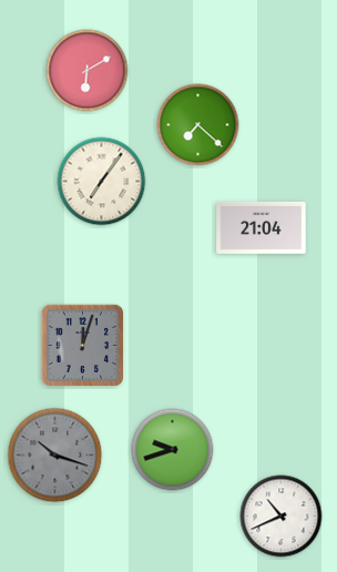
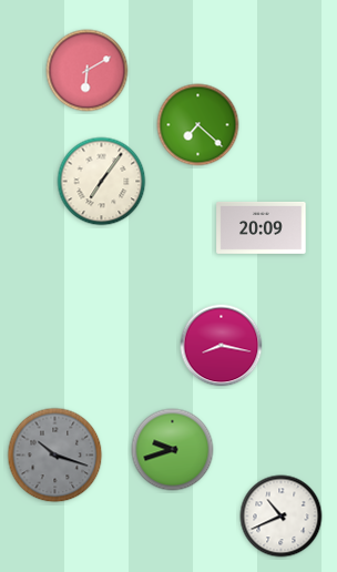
clock at (262, 227): 21:04 -> 20:09
clock at (82, 345): 12:03 -> none
clock at (222, 346): none -> 8:17
